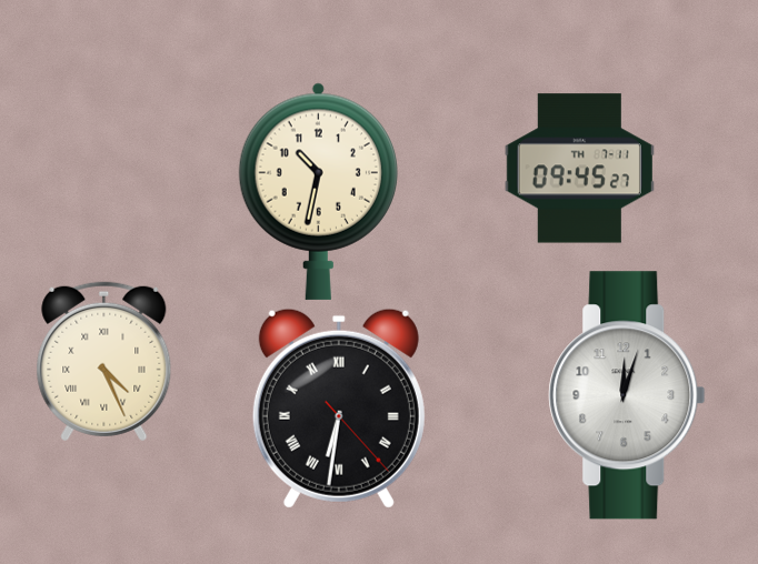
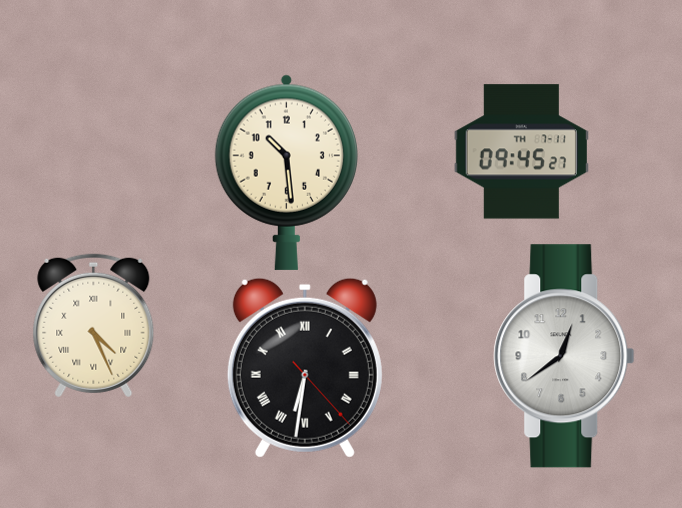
clock at (318, 191): 10:32 -> 10:29
clock at (627, 395): 12:03 -> 12:39
